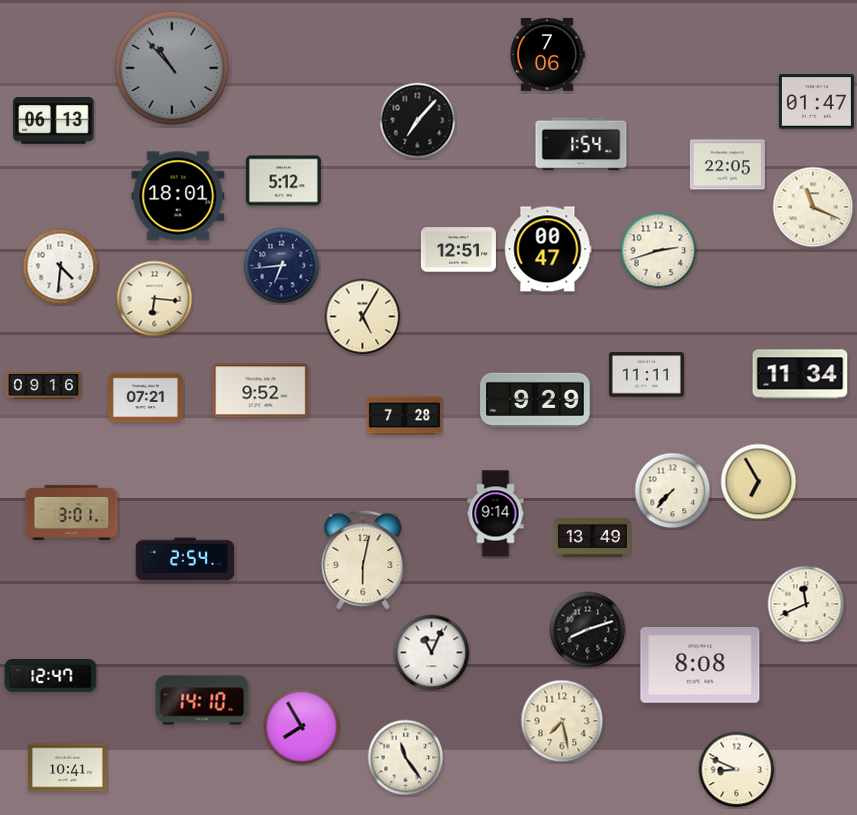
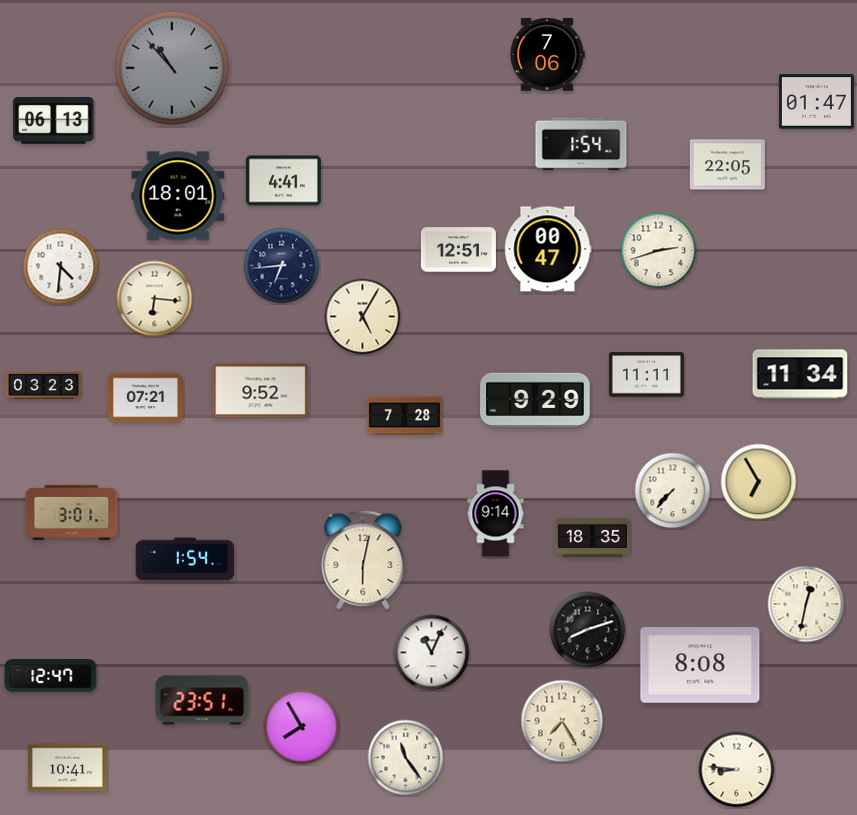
clock at (418, 121): 7:07 -> none
clock at (283, 181): 5:12 -> 4:41
clock at (813, 207): 11:19 -> none
clock at (43, 386): 09:16 -> 03:23
clock at (592, 537): 13:49 -> 18:35
clock at (185, 559): 2:54 -> 1:54
clock at (806, 604): 11:41 -> 12:32
clock at (202, 700): 14:10 -> 23:51
clock at (562, 721): 7:28 -> 7:25
clock at (737, 770): 8:49 -> 8:46
